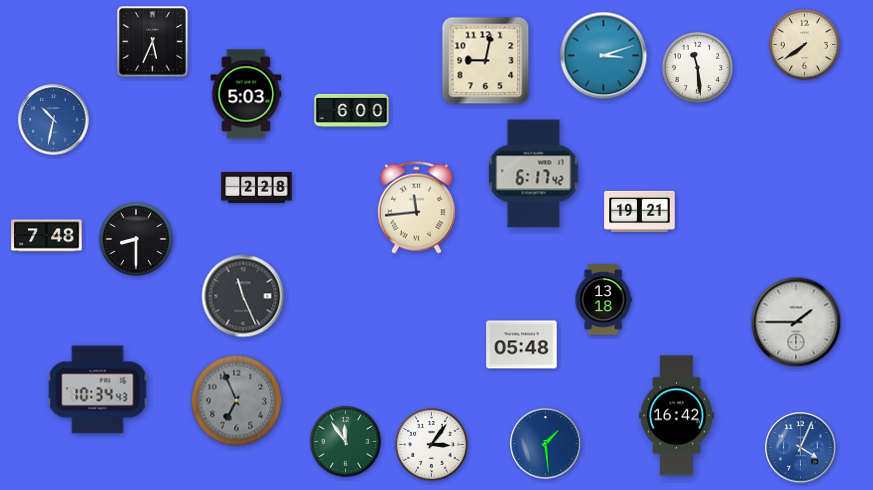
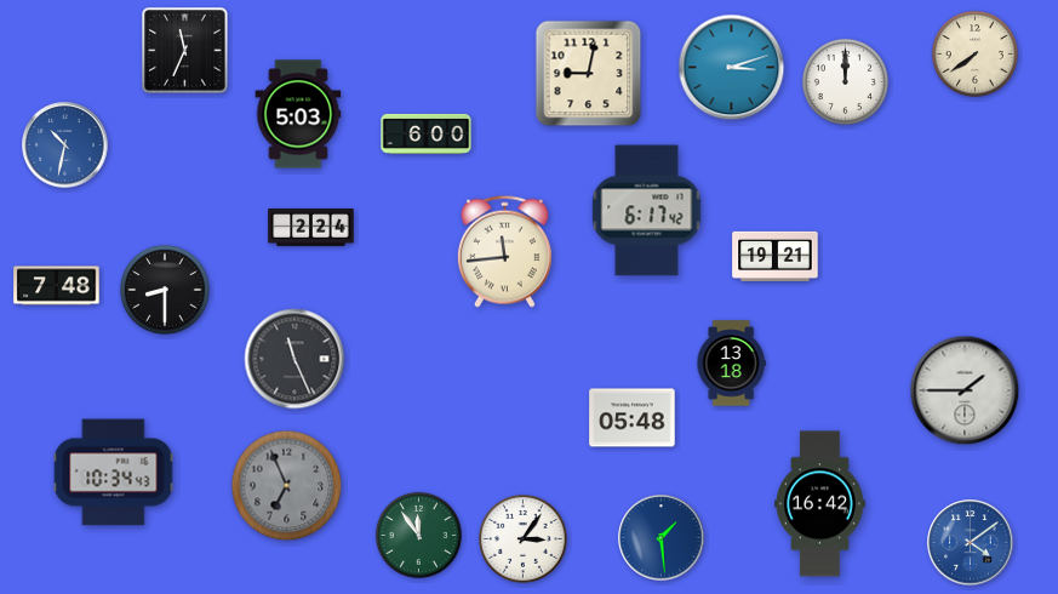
clock at (153, 42): 5:34 -> 11:34
clock at (697, 67): 11:29 -> 12:00
clock at (257, 188): 2:28 -> 2:24
clock at (98, 390) position: (98, 390) -> (114, 473)
clock at (801, 448): 4:04 -> 4:09
